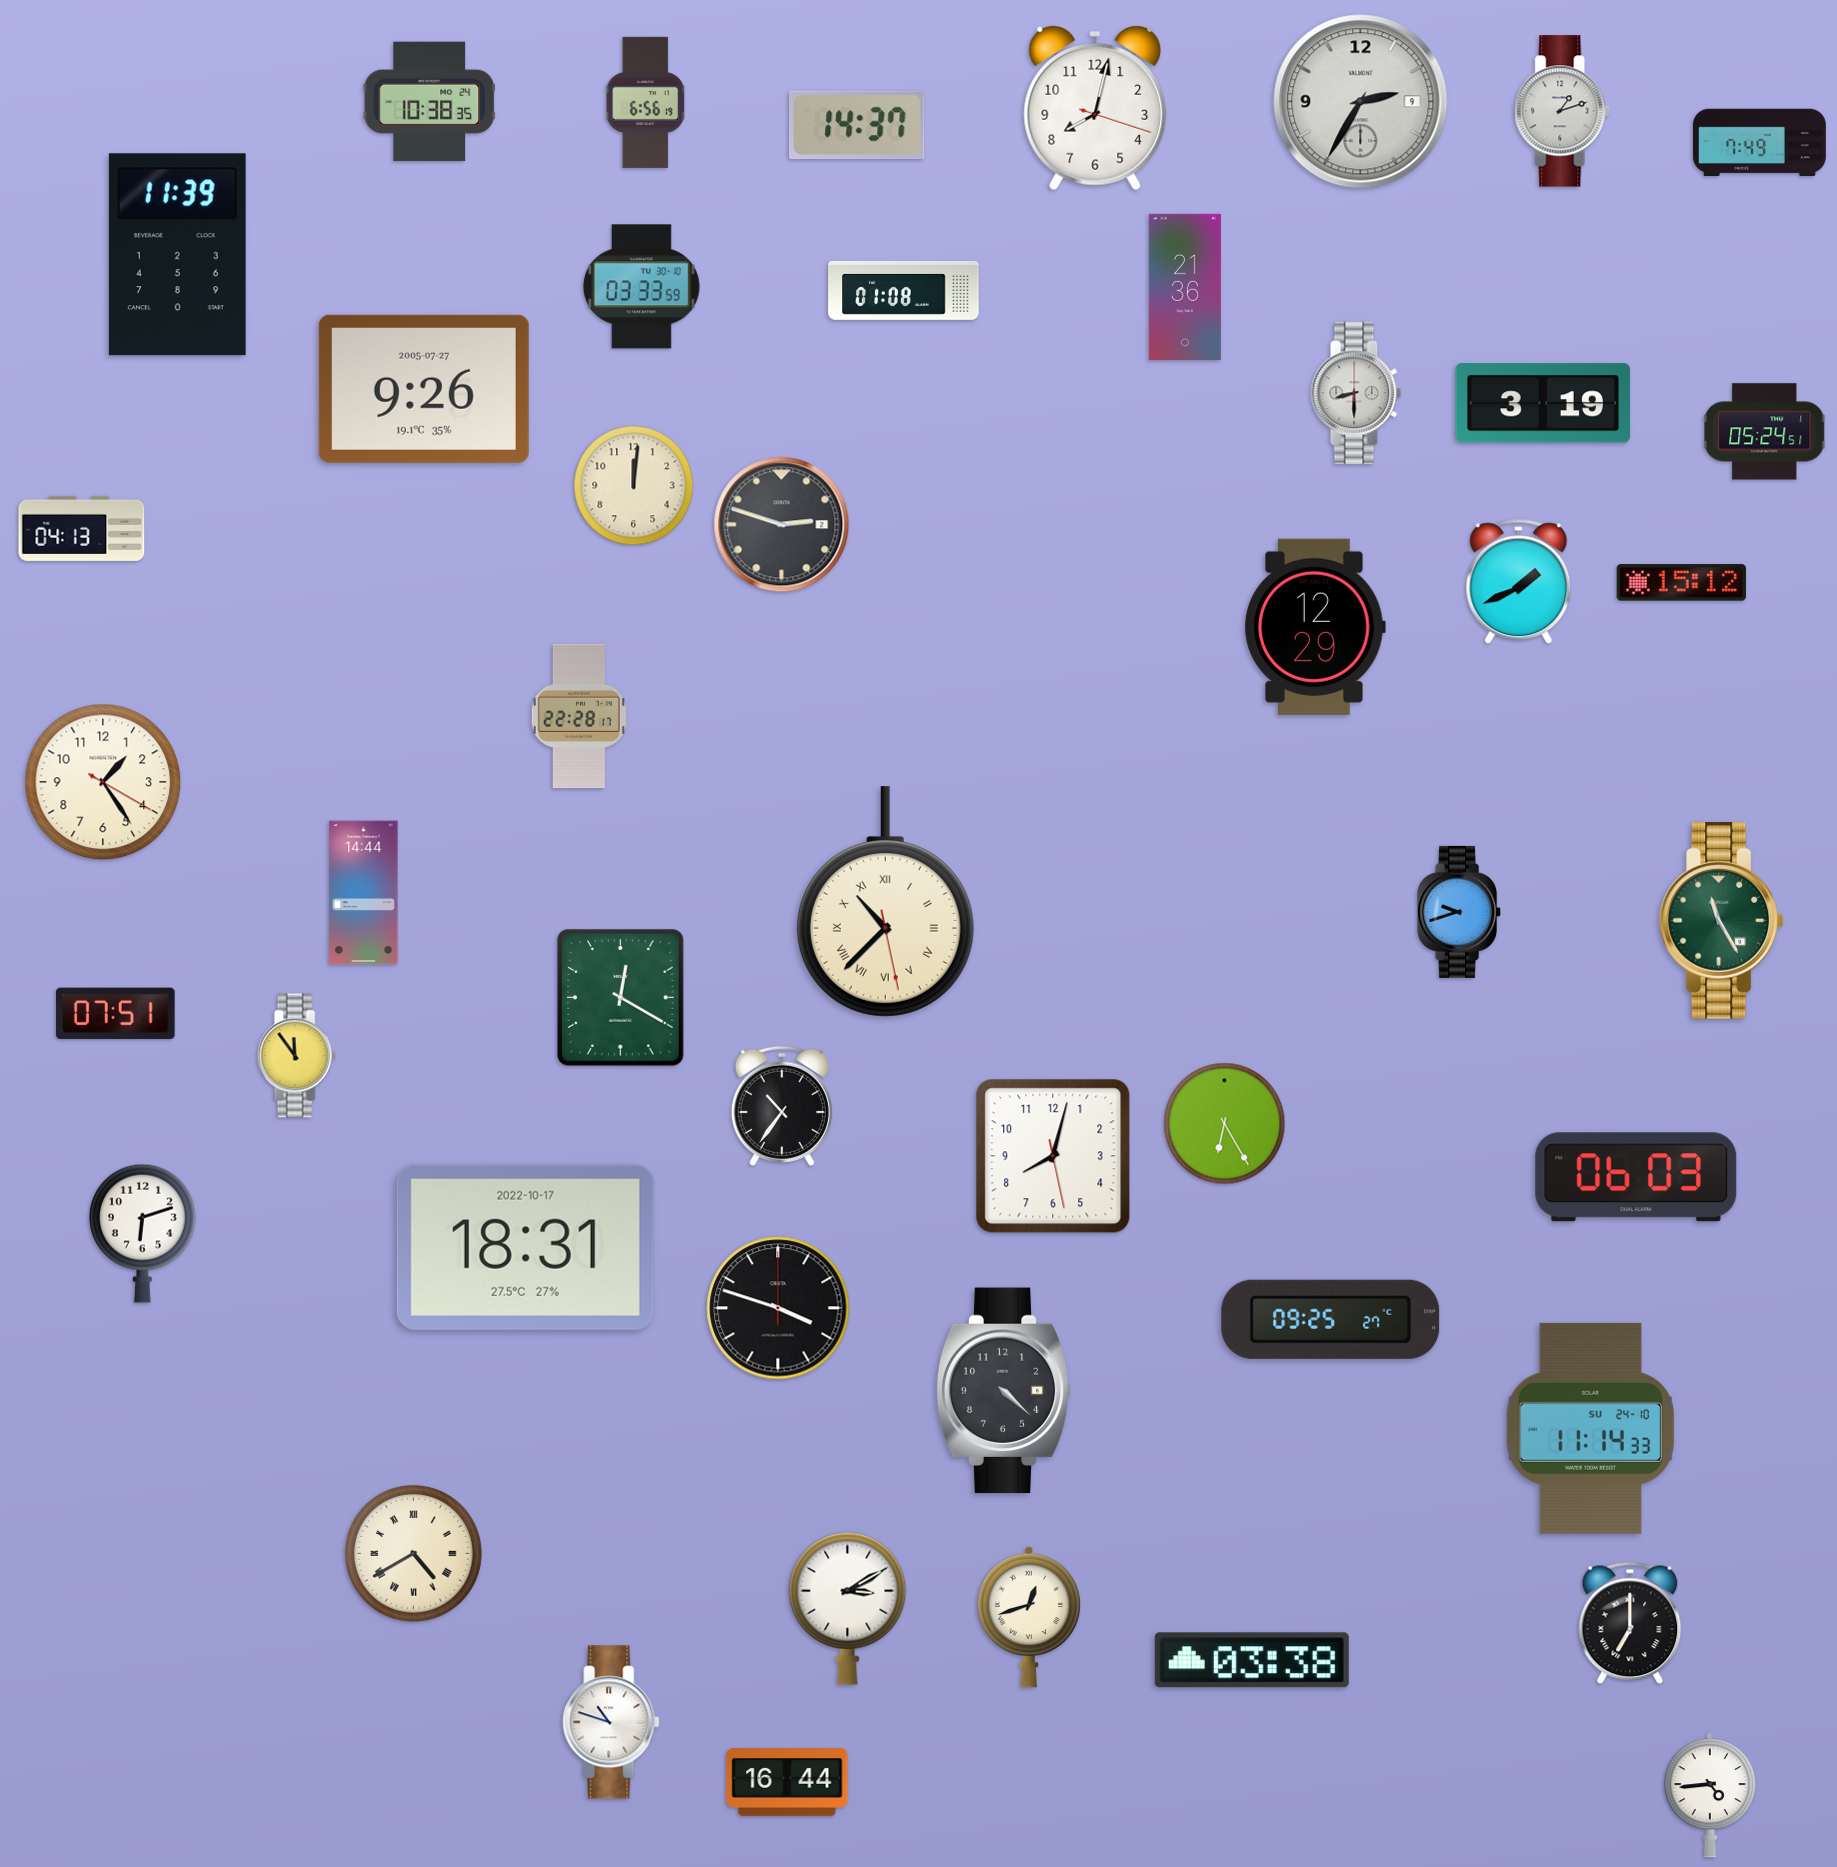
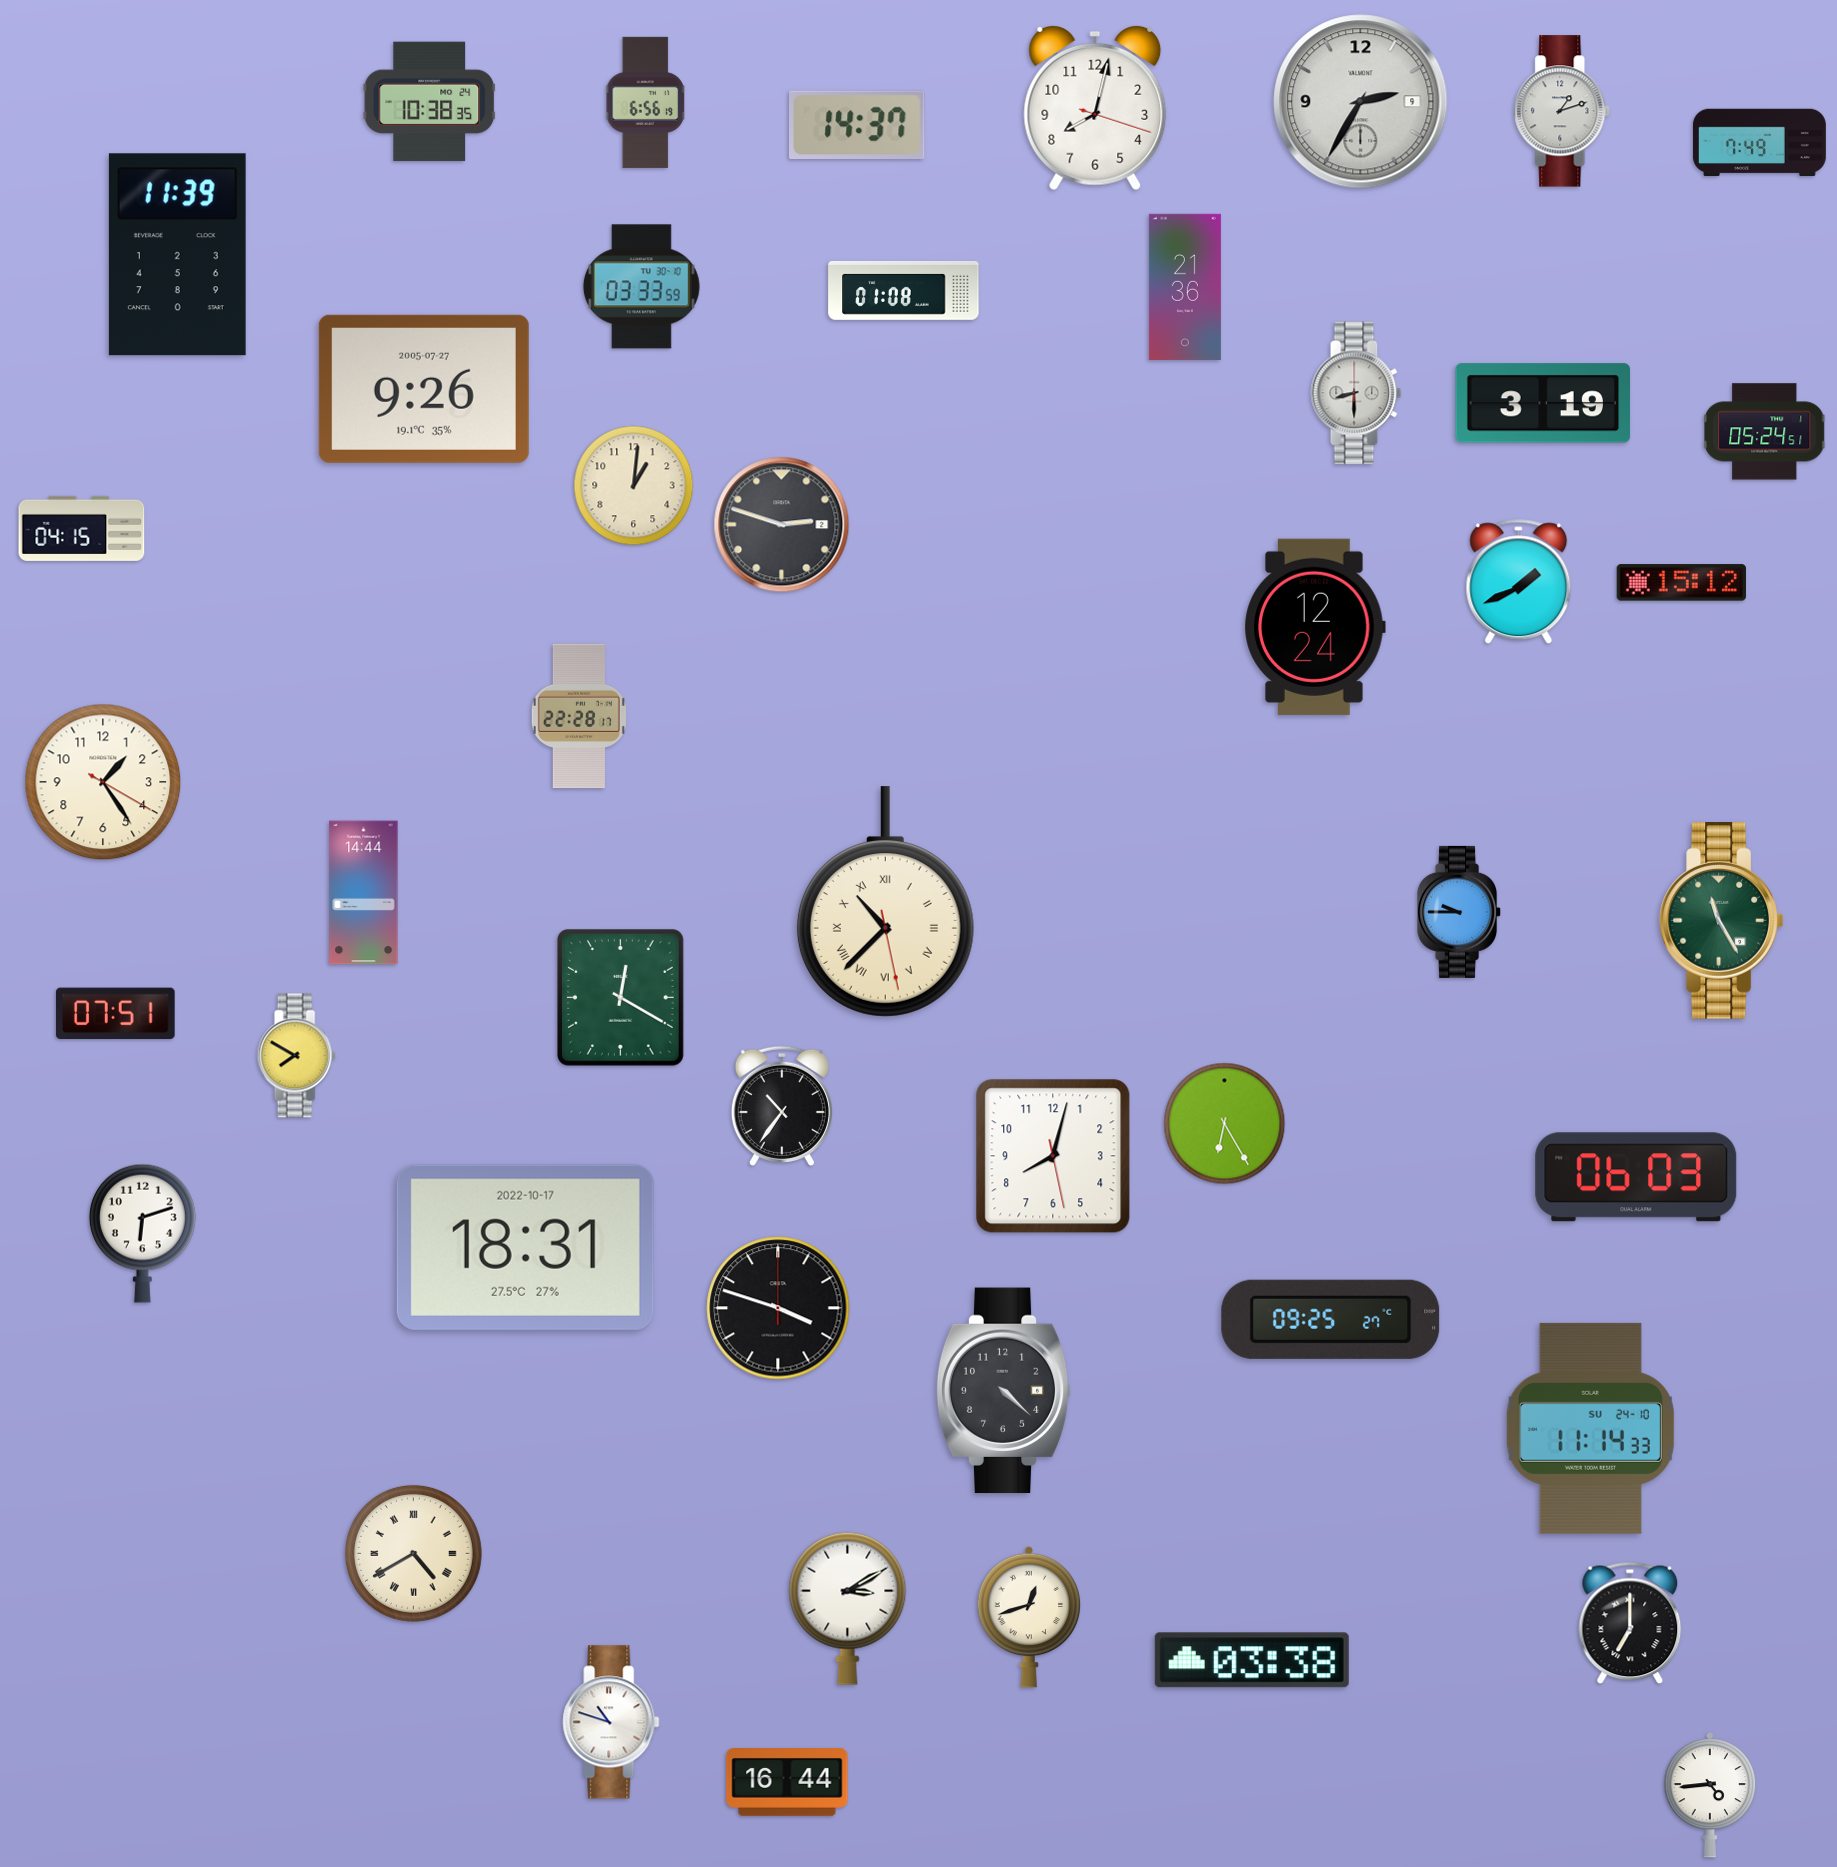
clock at (634, 486): 12:01 -> 1:01
clock at (82, 528): 04:13 -> 04:15
clock at (1315, 627): 12:29 -> 12:24
clock at (1460, 912): 9:42 -> 9:45
clock at (296, 1056): 11:54 -> 7:50
